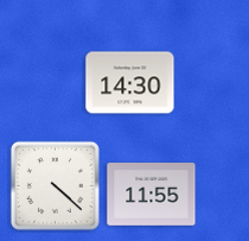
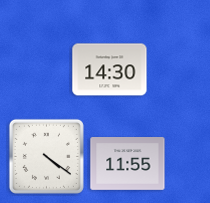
clock at (55, 185): 4:22 -> 4:21
